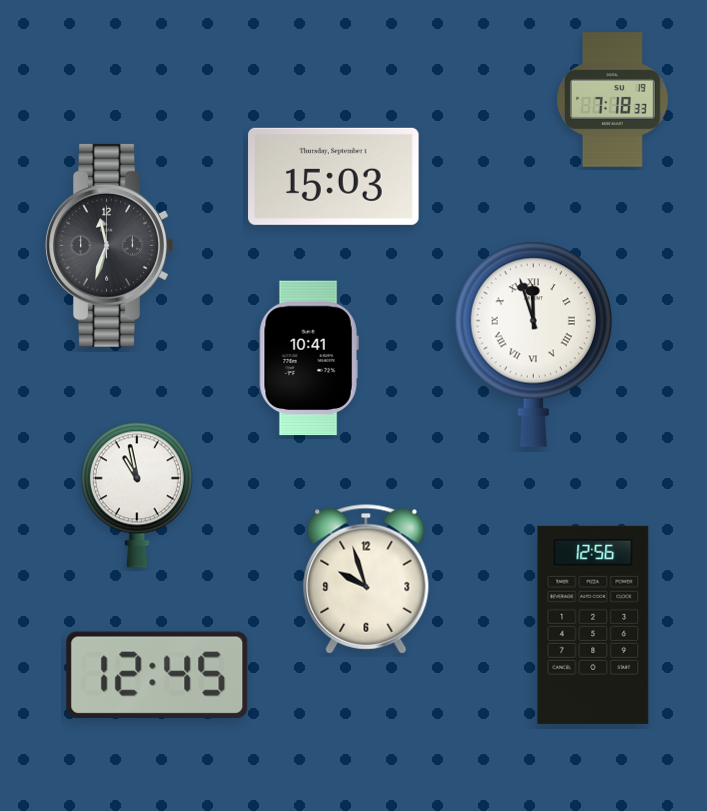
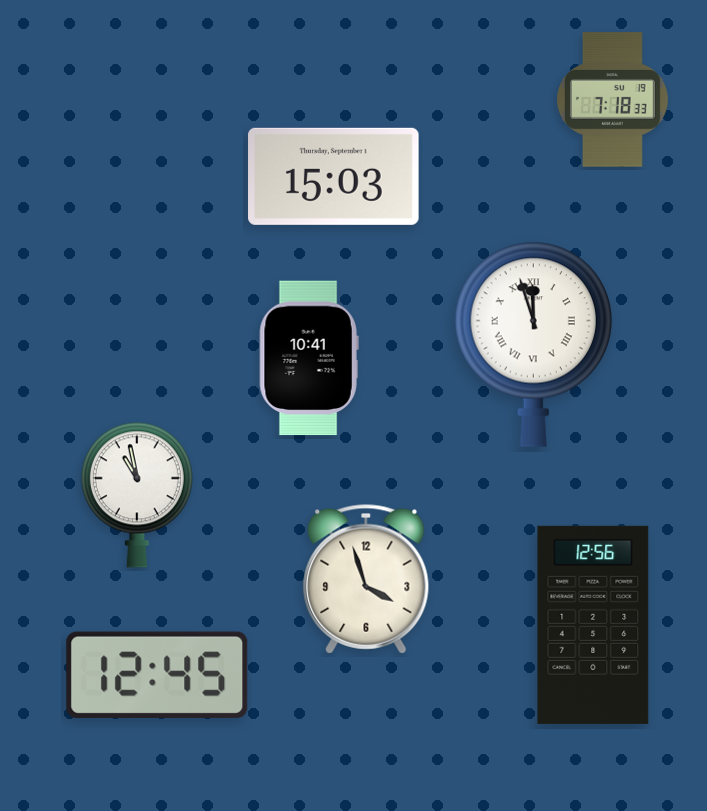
clock at (110, 245): 11:33 -> none
clock at (366, 579): 9:57 -> 3:57
